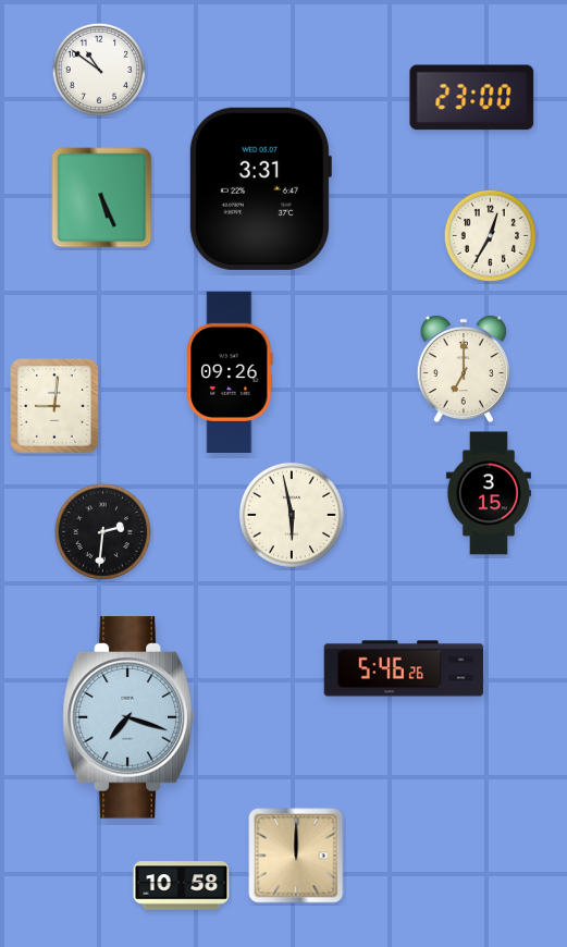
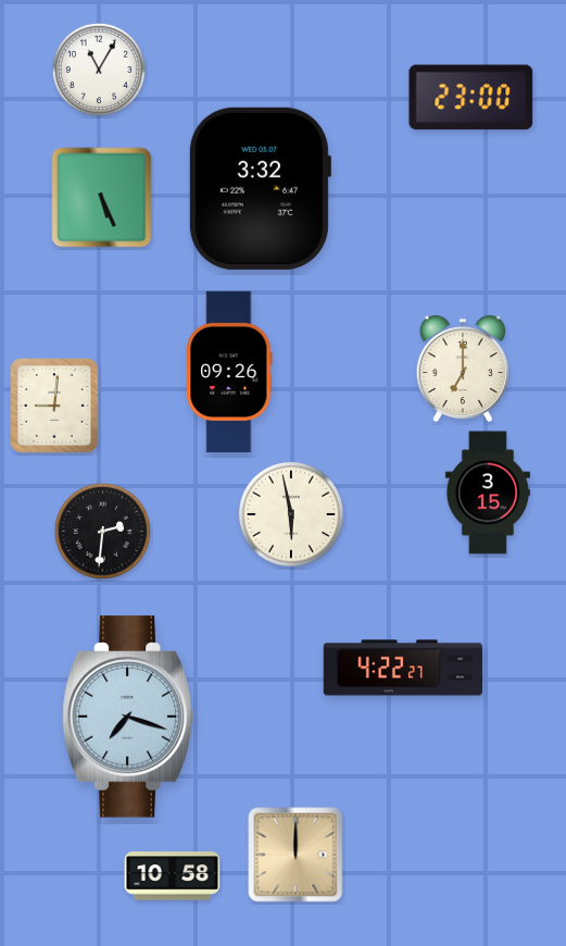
clock at (99, 70): 10:51 -> 11:05
clock at (260, 188): 3:31 -> 3:32
clock at (490, 235): 12:35 -> none
clock at (404, 668): 5:46 -> 4:22
clock at (182, 886) position: (182, 886) -> (173, 876)
